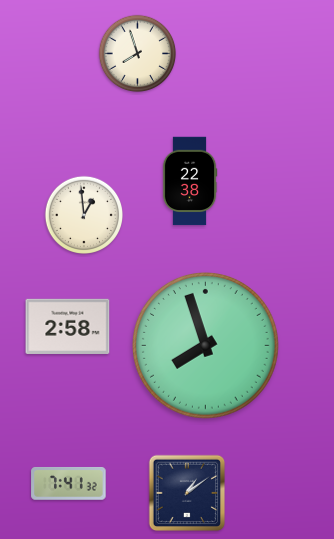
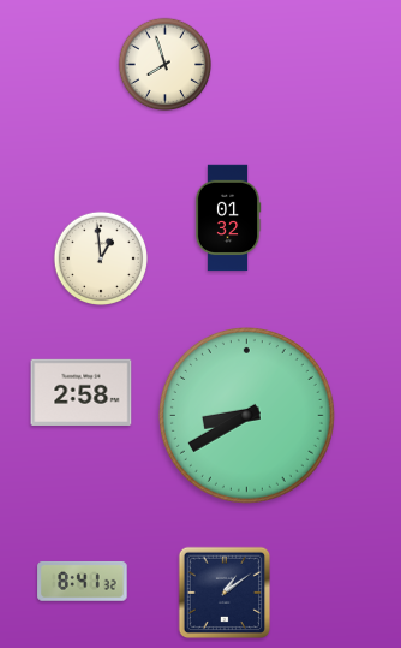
clock at (190, 181): 22:38 -> 01:32
clock at (206, 346): 7:57 -> 8:40
clock at (69, 484): 7:41 -> 8:41
